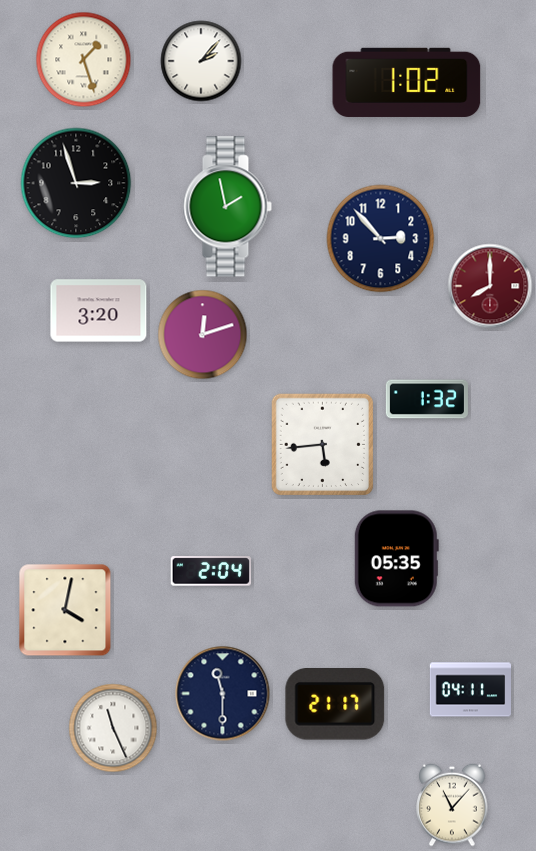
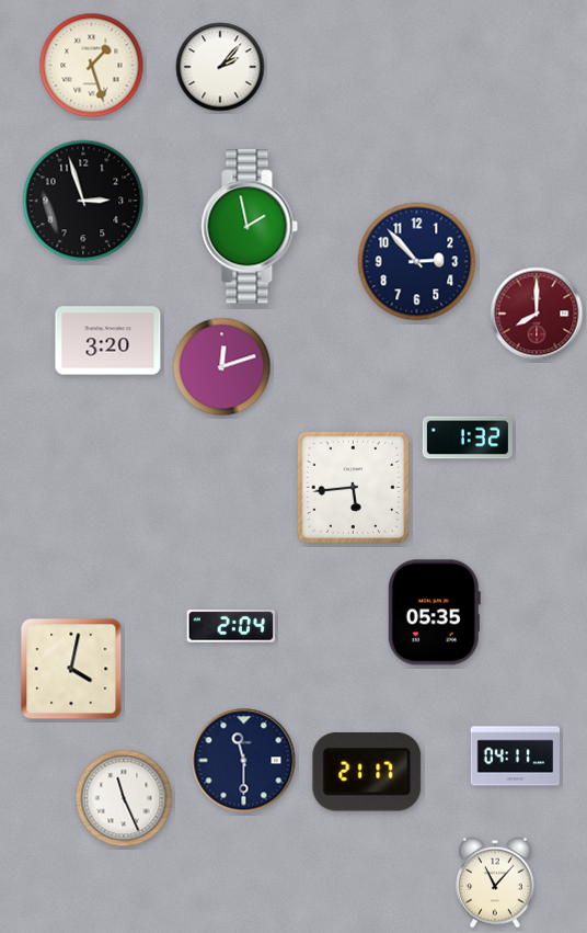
clock at (407, 82): 1:02 -> none
